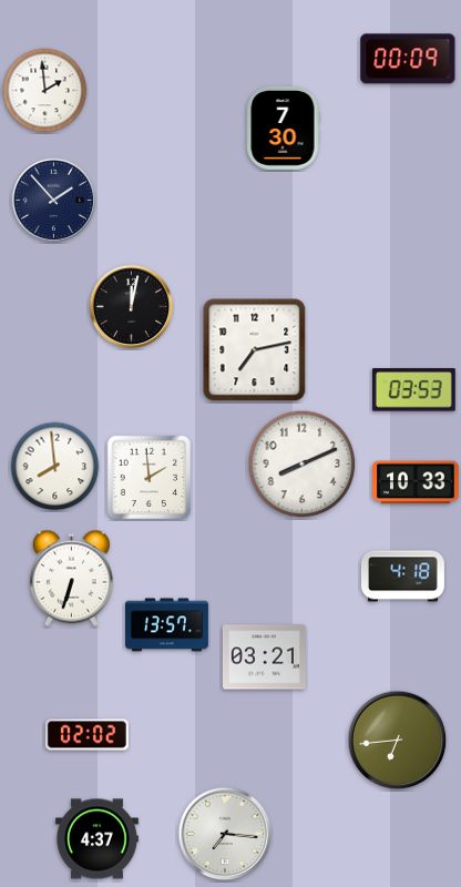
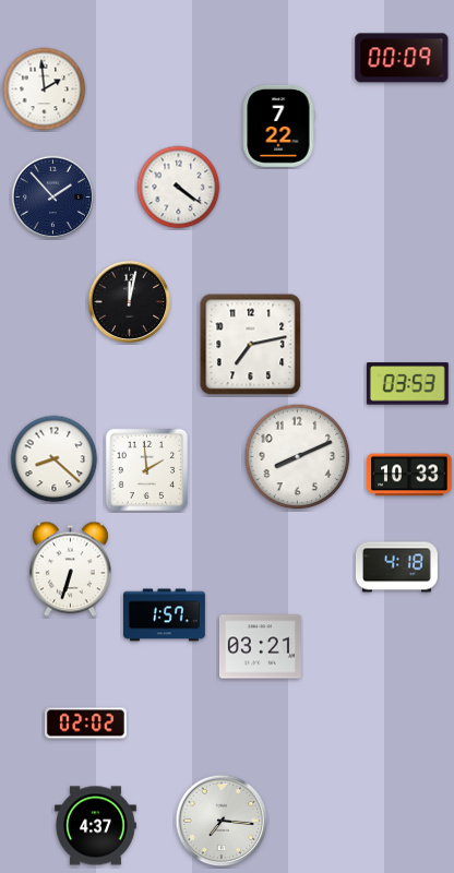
clock at (283, 128): 7:30 -> 7:22
clock at (179, 188): none -> 4:21
clock at (55, 467): 7:59 -> 8:22
clock at (166, 625): 13:57 -> 1:57
clock at (398, 741): 6:44 -> none
